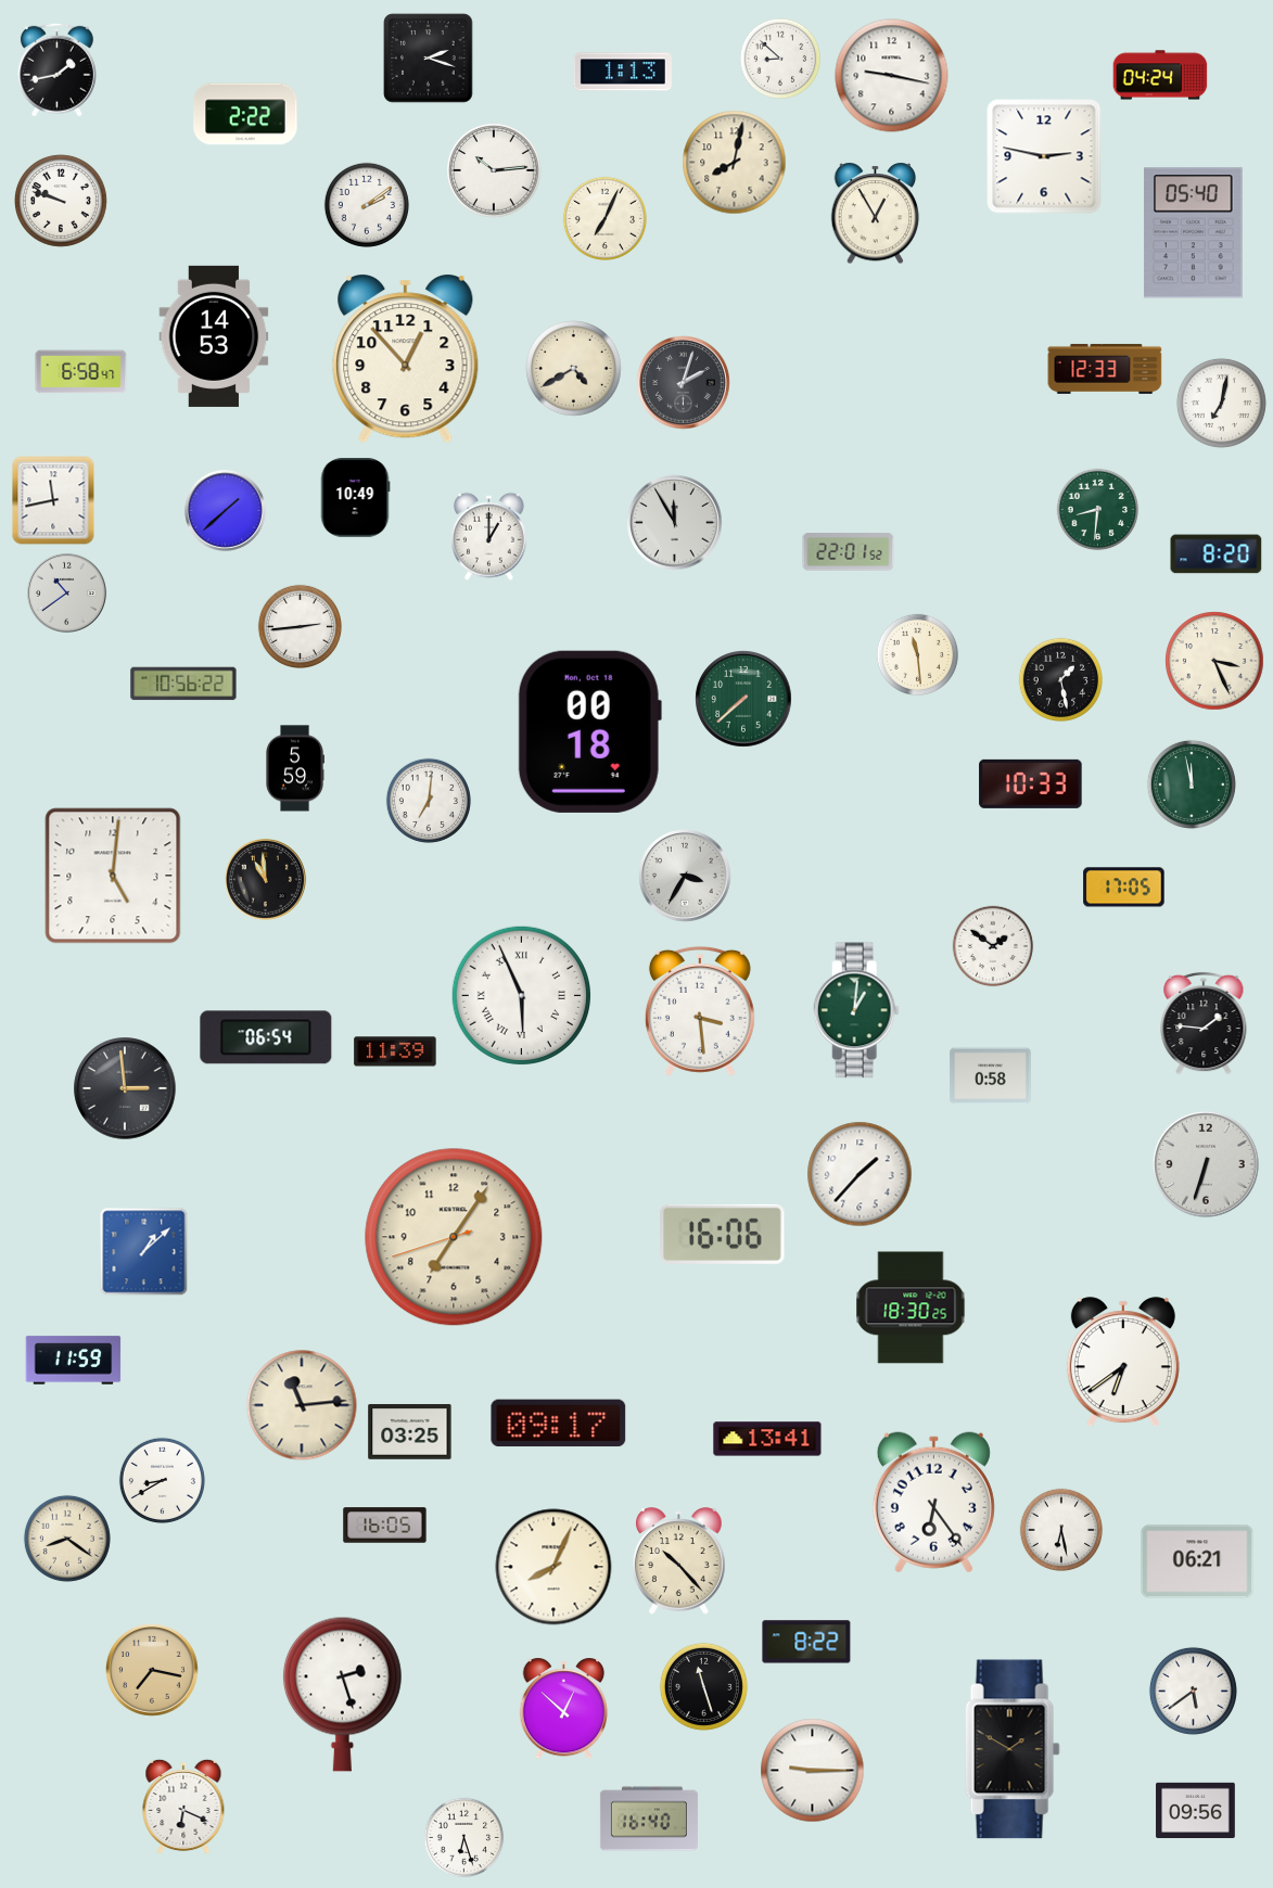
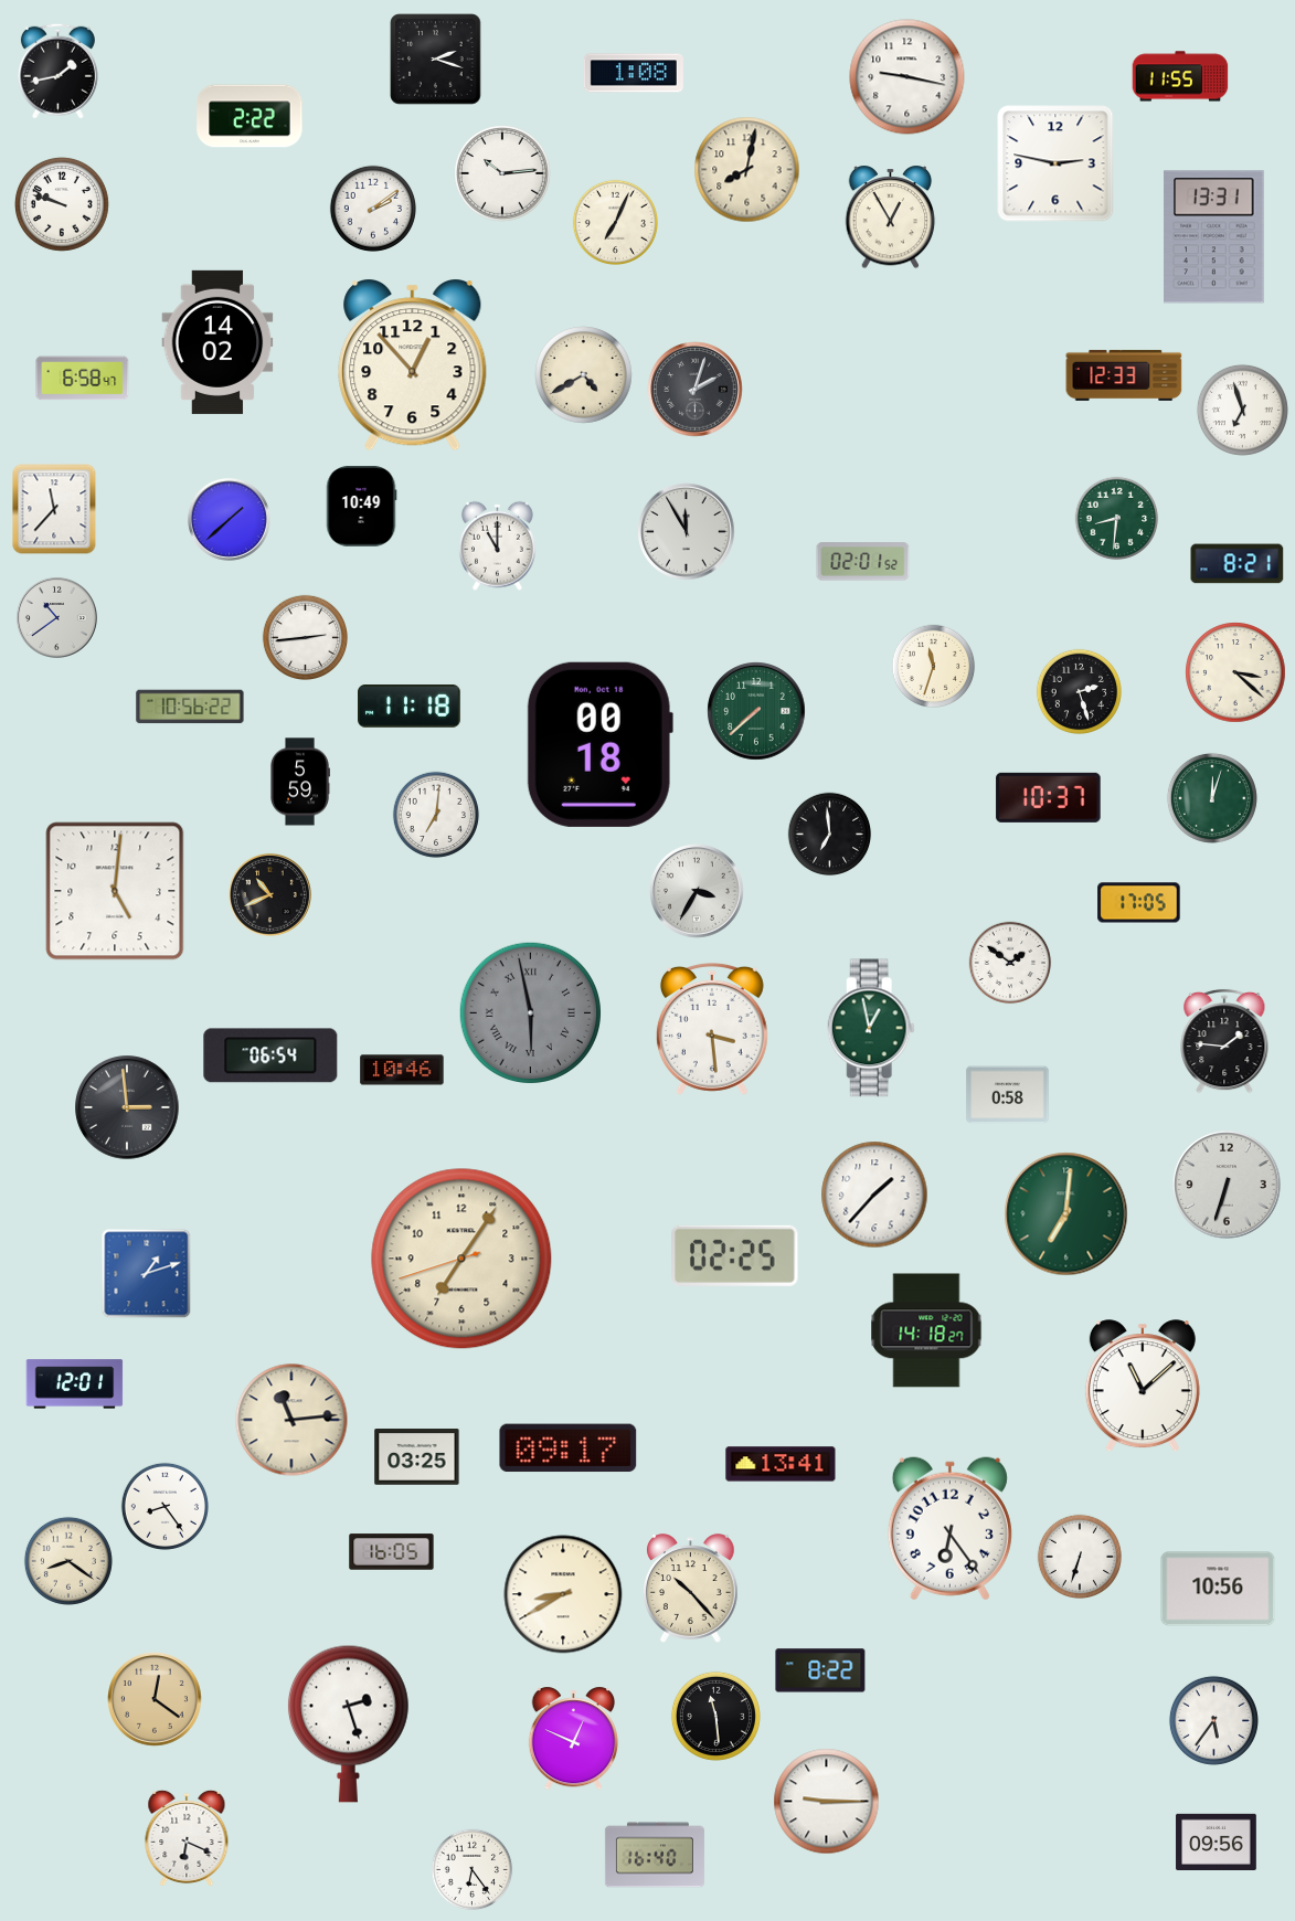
clock at (780, 59): 8:52 -> none
clock at (623, 72): 1:13 -> 1:08
clock at (1160, 75): 04:24 -> 11:55
clock at (1044, 156) position: (1044, 156) -> (1055, 163)
clock at (735, 163) position: (735, 163) -> (747, 170)
clock at (1194, 233): 05:40 -> 13:31
clock at (214, 336): 14:53 -> 14:02
clock at (1221, 403): 7:02 -> 6:57
clock at (53, 500): 11:43 -> 11:37
clock at (488, 536): 1:00 -> 11:00
clock at (849, 552): 22:01 -> 02:01
clock at (1217, 554): 8:20 -> 8:21
clock at (66, 592) position: (66, 592) -> (56, 617)
clock at (918, 655): 11:29 -> 11:33
clock at (1214, 661): 3:26 -> 3:22
clock at (1060, 679): 1:28 -> 2:27
clock at (183, 684) position: (183, 684) -> (190, 707)
clock at (410, 707): none -> 11:18
clock at (1031, 783): 10:33 -> 10:37
clock at (1192, 784): 11:58 -> 12:03
clock at (830, 835): none -> 6:59
clock at (265, 879): 10:59 -> 10:41
clock at (1124, 888) position: (1124, 888) -> (1139, 903)
clock at (521, 995): 5:56 -> 5:58
clock at (521, 995) dial: white -> grey
clock at (856, 1010): 1:01 -> 12:58
clock at (395, 1051): 11:39 -> 10:46
clock at (1066, 1214): none -> 7:01
clock at (723, 1234): 16:06 -> 02:25
clock at (144, 1252): 1:08 -> 1:12
clock at (911, 1307): 18:30 -> 14:18
clock at (74, 1361): 11:59 -> 12:01
clock at (1123, 1363): 6:39 -> 11:08
clock at (302, 1405) position: (302, 1405) -> (291, 1420)
clock at (162, 1480): 8:40 -> 8:24
clock at (1061, 1530): 6:28 -> 6:33
clock at (67, 1539) position: (67, 1539) -> (68, 1561)
clock at (1197, 1561): 06:21 -> 10:56
clock at (553, 1567): 8:04 -> 8:40
clock at (152, 1670): 7:17 -> 12:21
clock at (703, 1686): 11:27 -> 11:29
clock at (1193, 1691): 5:39 -> 5:36
clock at (564, 1709): 12:52 -> 12:49
clock at (1013, 1749): 1:50 -> none
clock at (649, 1819) position: (649, 1819) -> (655, 1855)
clock at (464, 1838): 6:27 -> 6:24
